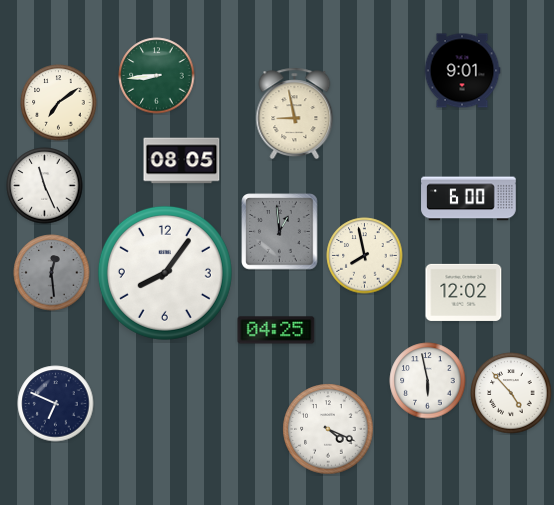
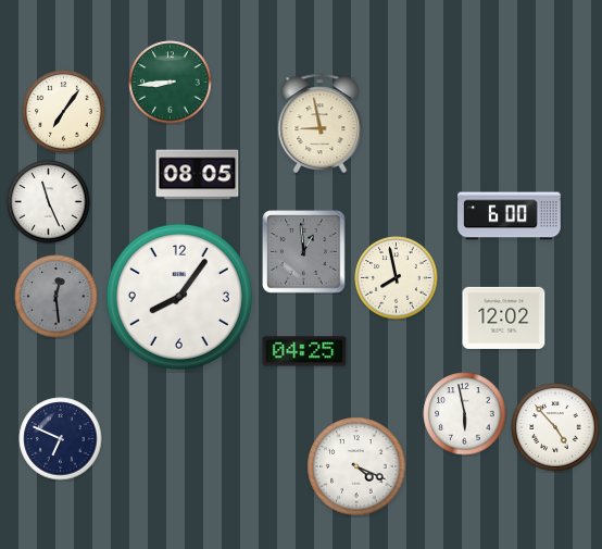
clock at (462, 71): 9:01 -> none
clock at (59, 103): 7:09 -> 7:06
clock at (276, 330) position: (276, 330) -> (304, 351)
